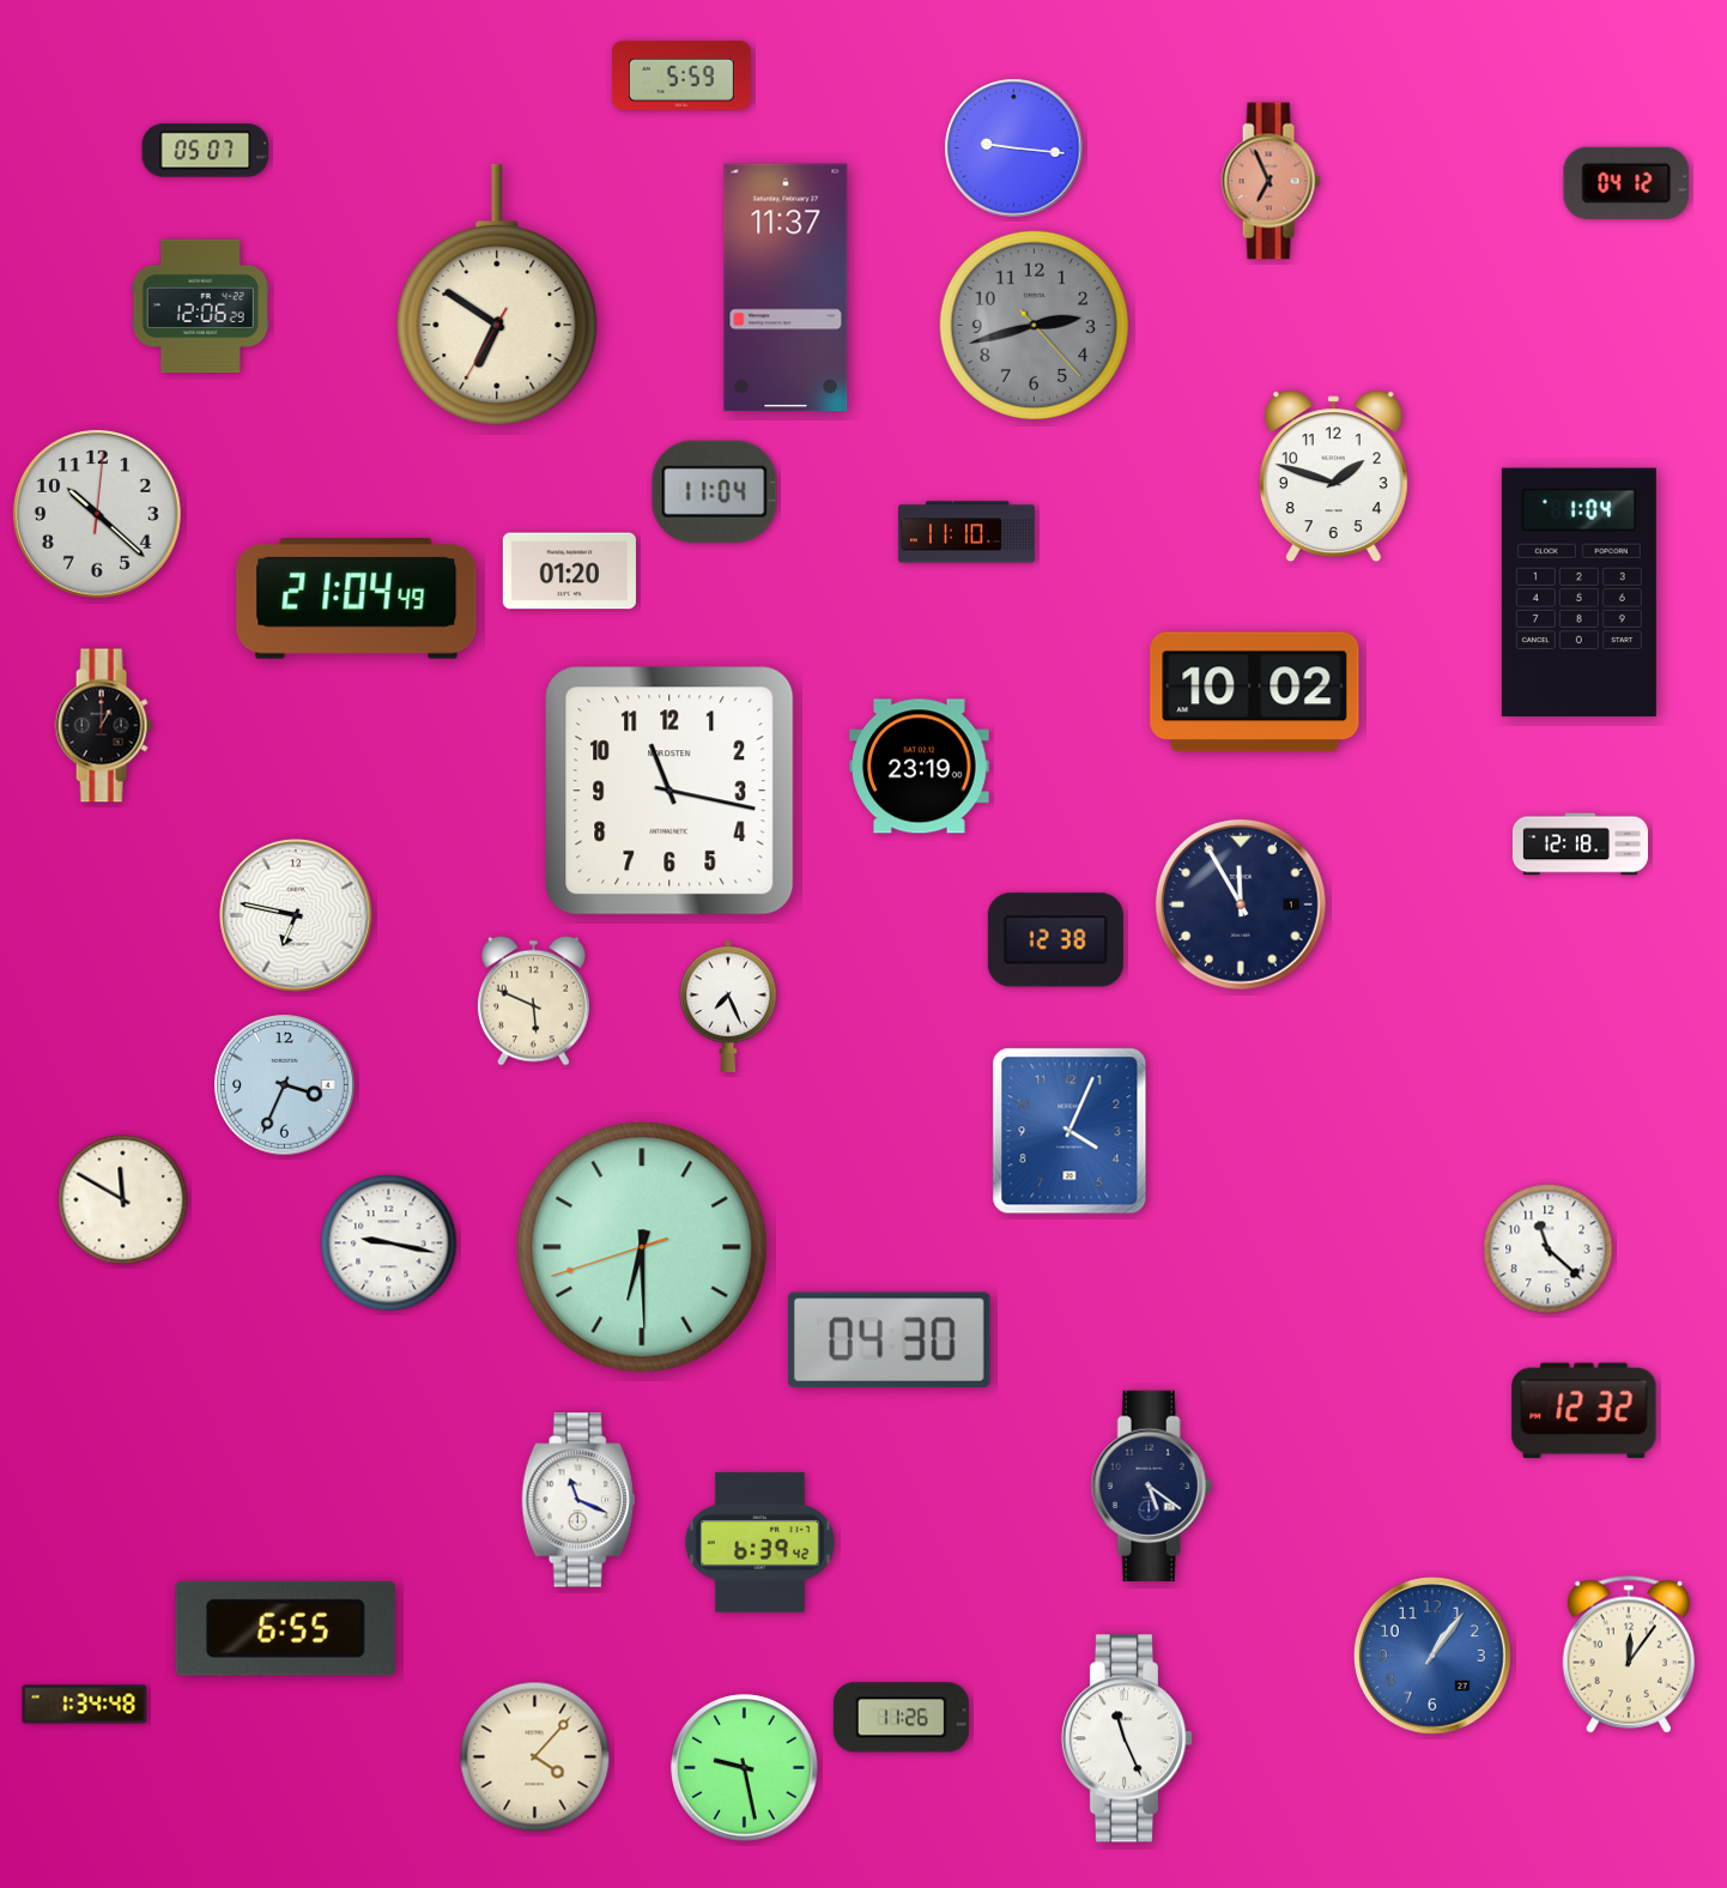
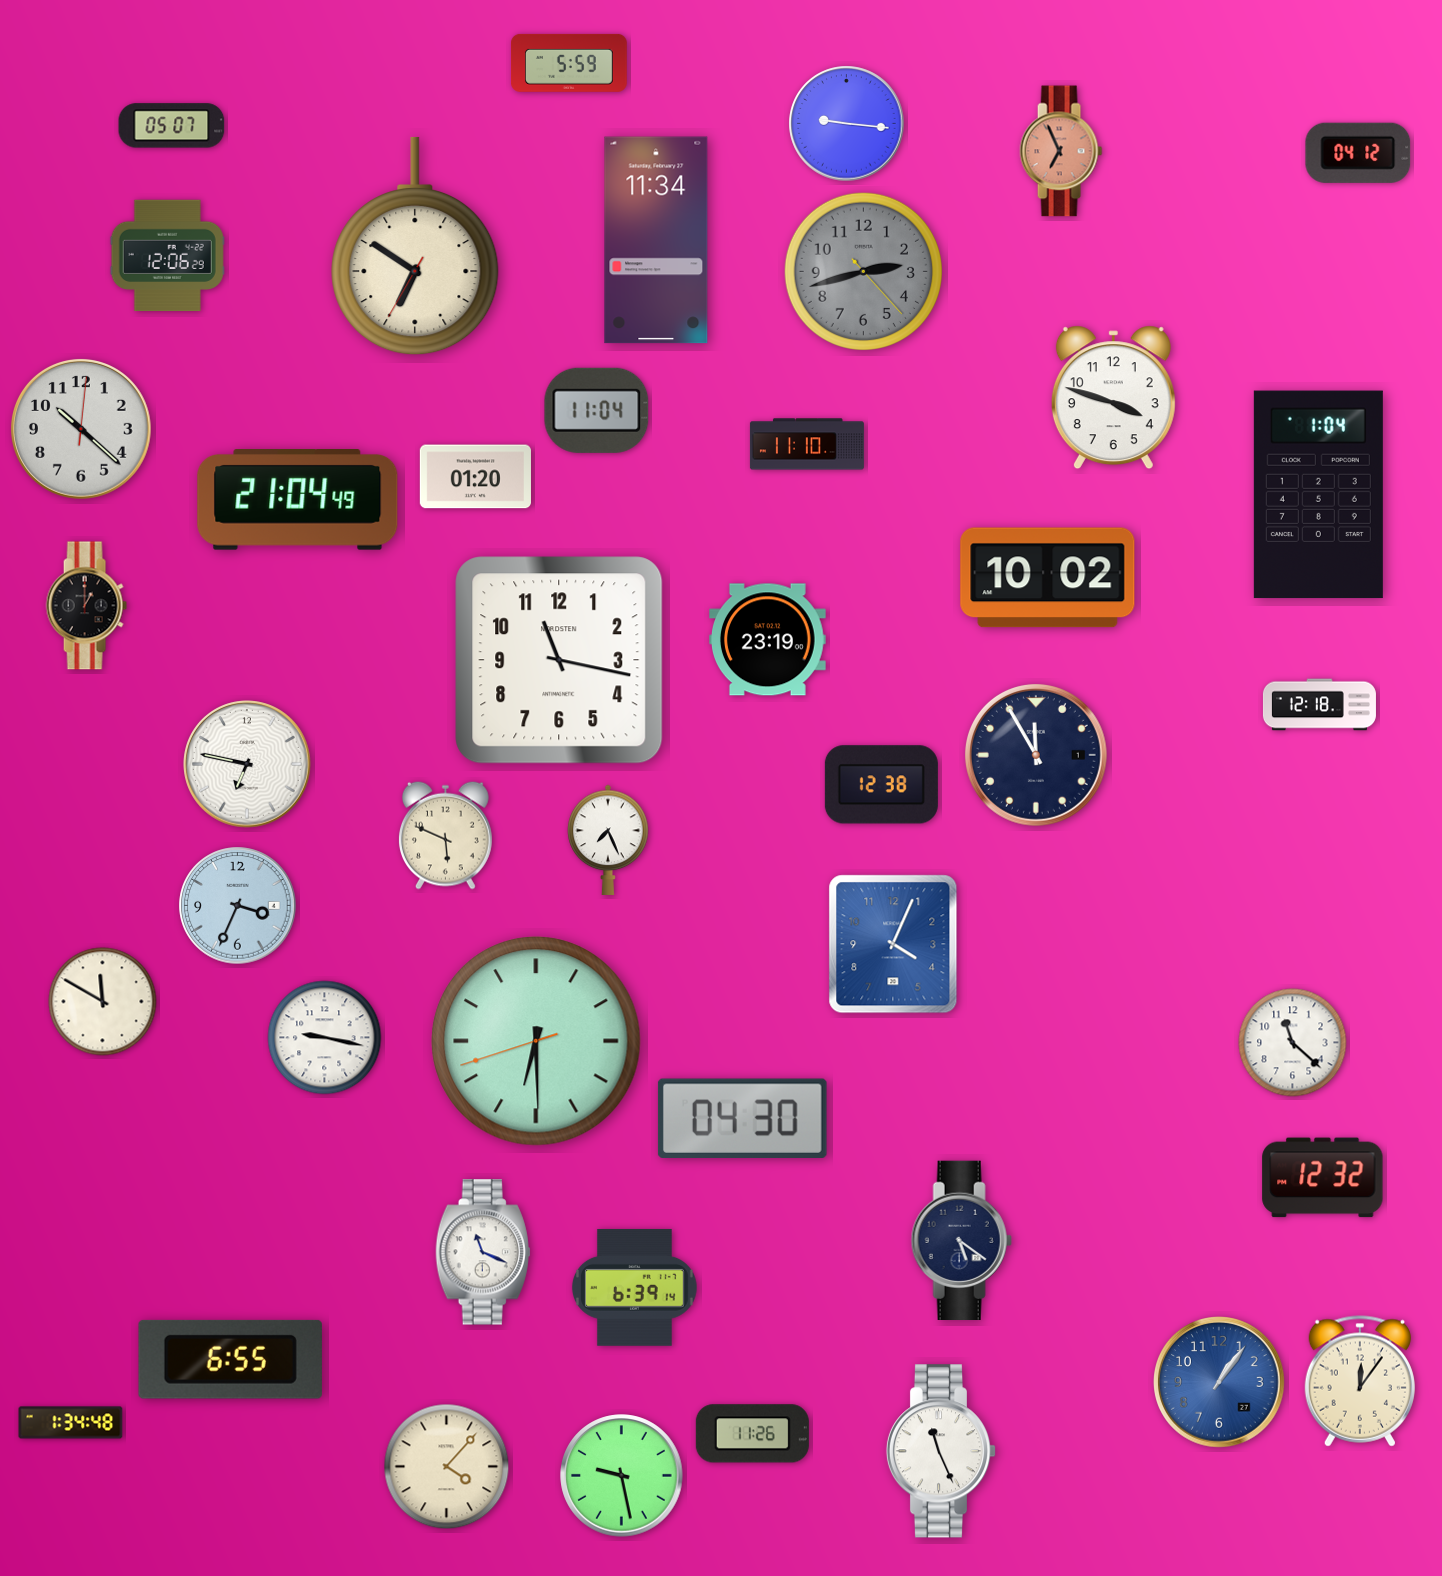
clock at (786, 288): 11:37 -> 11:34
clock at (1333, 477): 1:48 -> 3:48
clock at (759, 1542): 6:39:42 -> 6:39:14
clock at (285, 1628) position: (285, 1628) -> (230, 1359)
clock at (1434, 1657) position: (1434, 1657) -> (1220, 1383)
